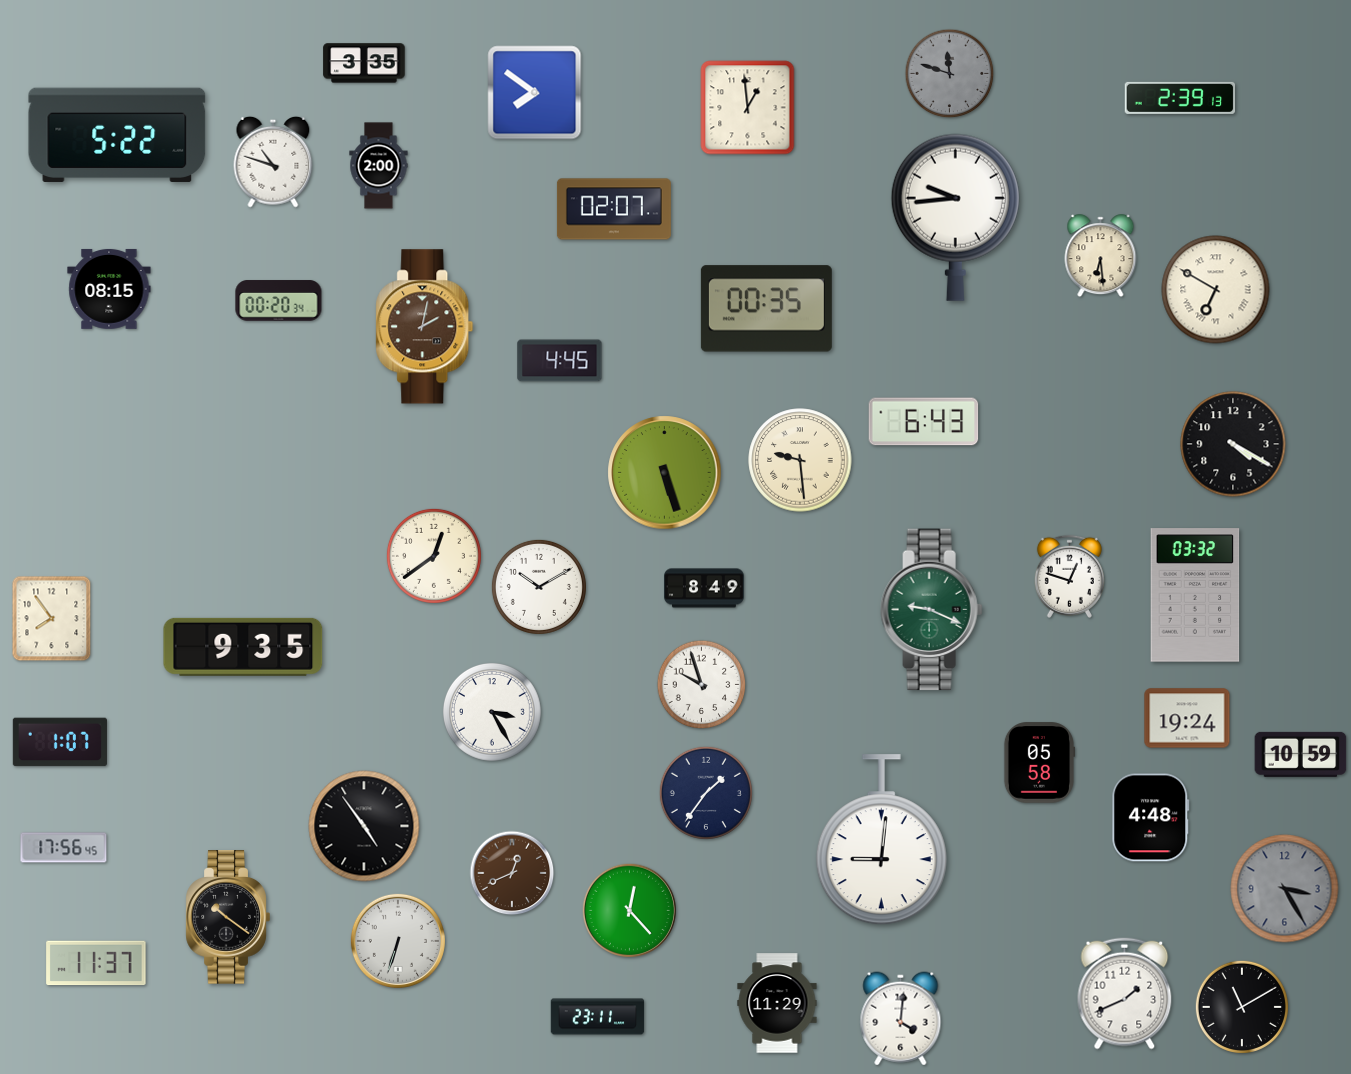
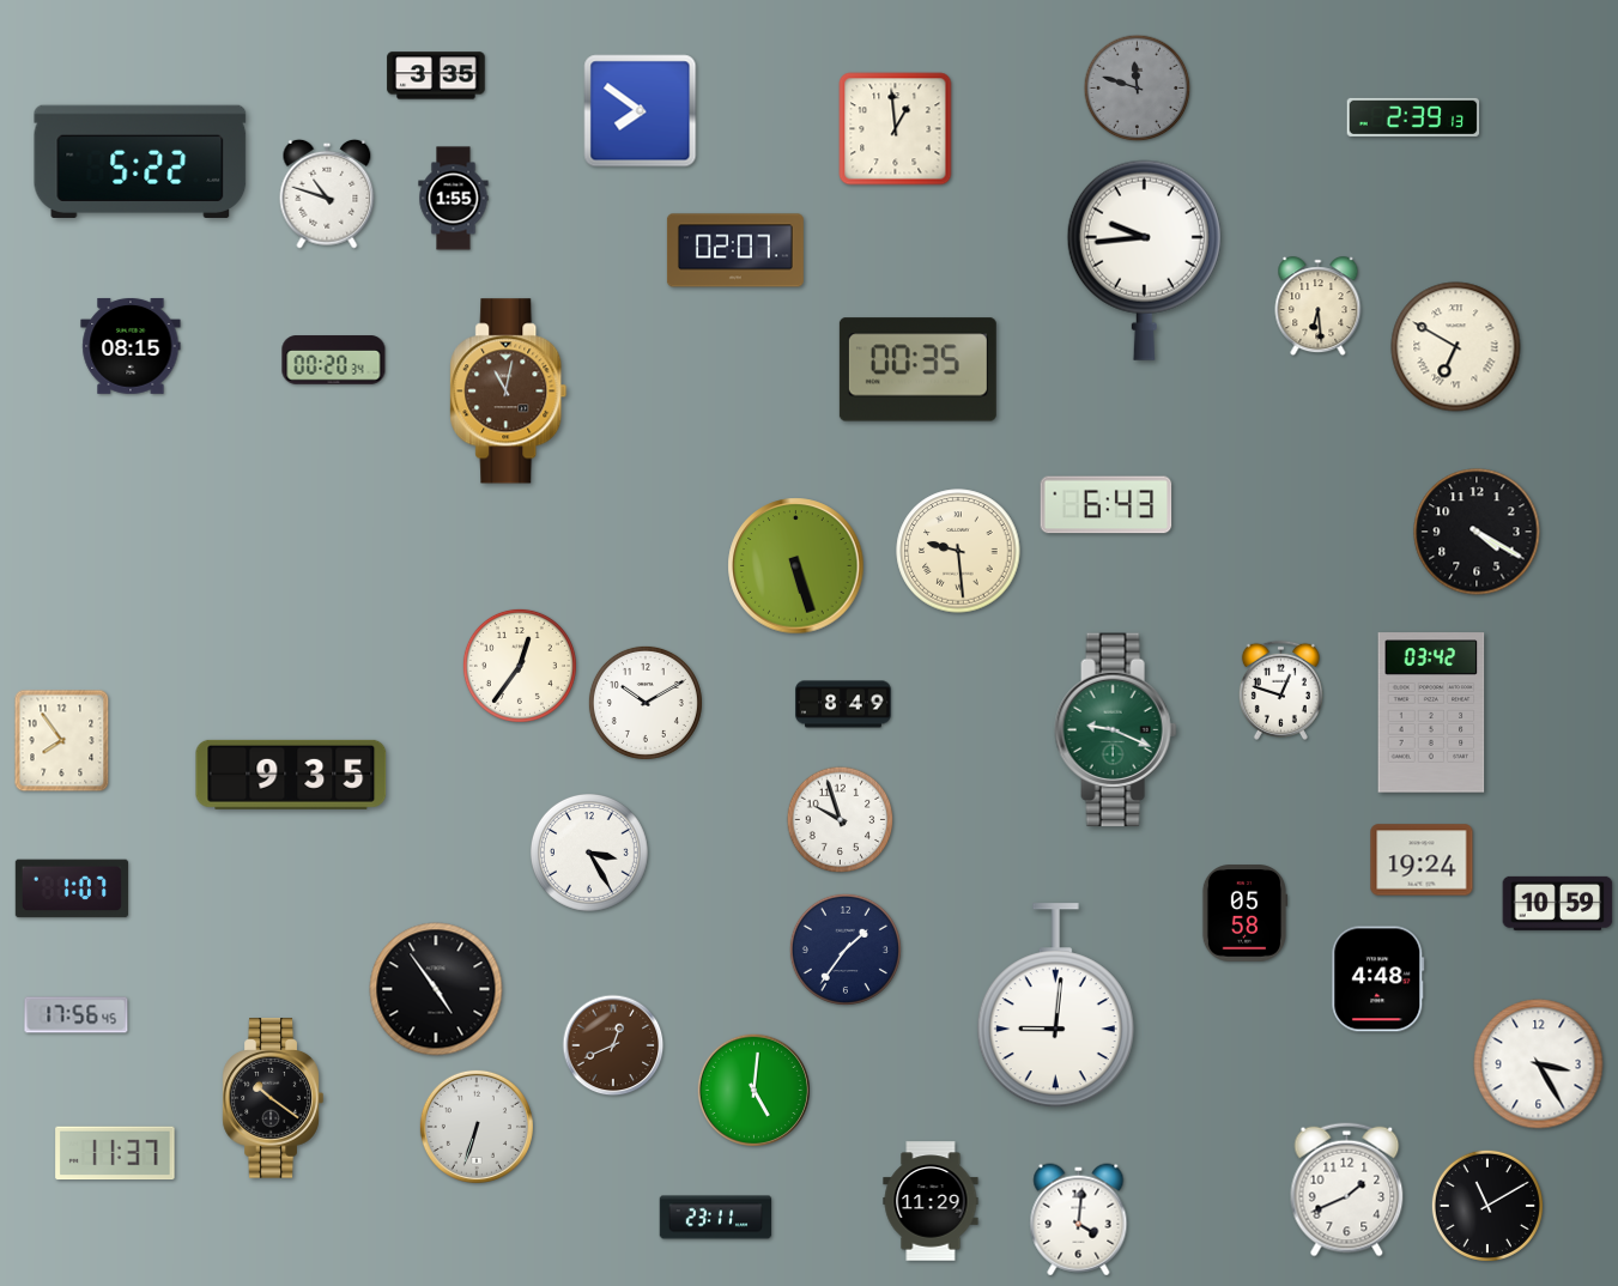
clock at (379, 166): 2:00 -> 1:55
clock at (425, 327): 2:02 -> 11:02
clock at (560, 361): 4:45 -> none
clock at (434, 556): 12:39 -> 12:36
clock at (1195, 595): 03:32 -> 03:42
clock at (1285, 889) dial: grey -> white
clock at (629, 910): 12:23 -> 5:01
